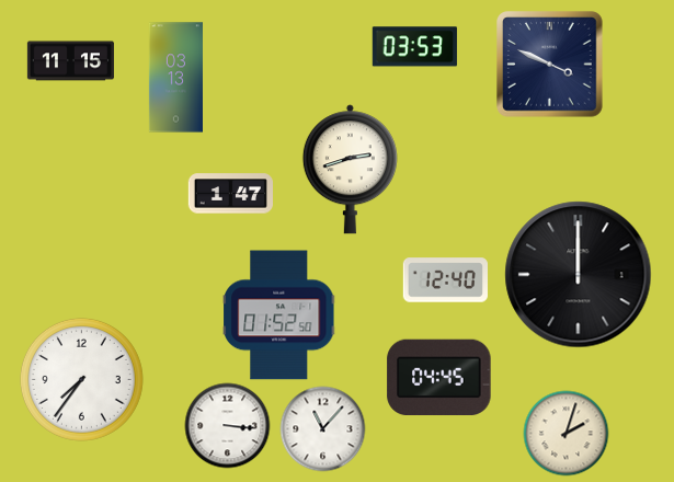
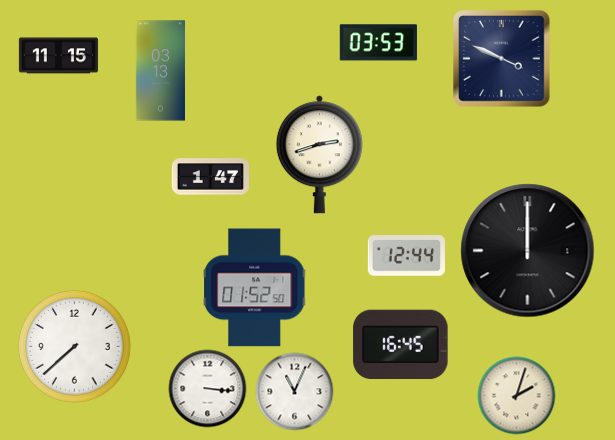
clock at (70, 61) position: (70, 61) -> (58, 56)
clock at (445, 280): 12:40 -> 12:44
clock at (439, 378): 04:45 -> 16:45
clock at (81, 379): 7:36 -> 7:38
clock at (322, 428): 11:07 -> 11:04
